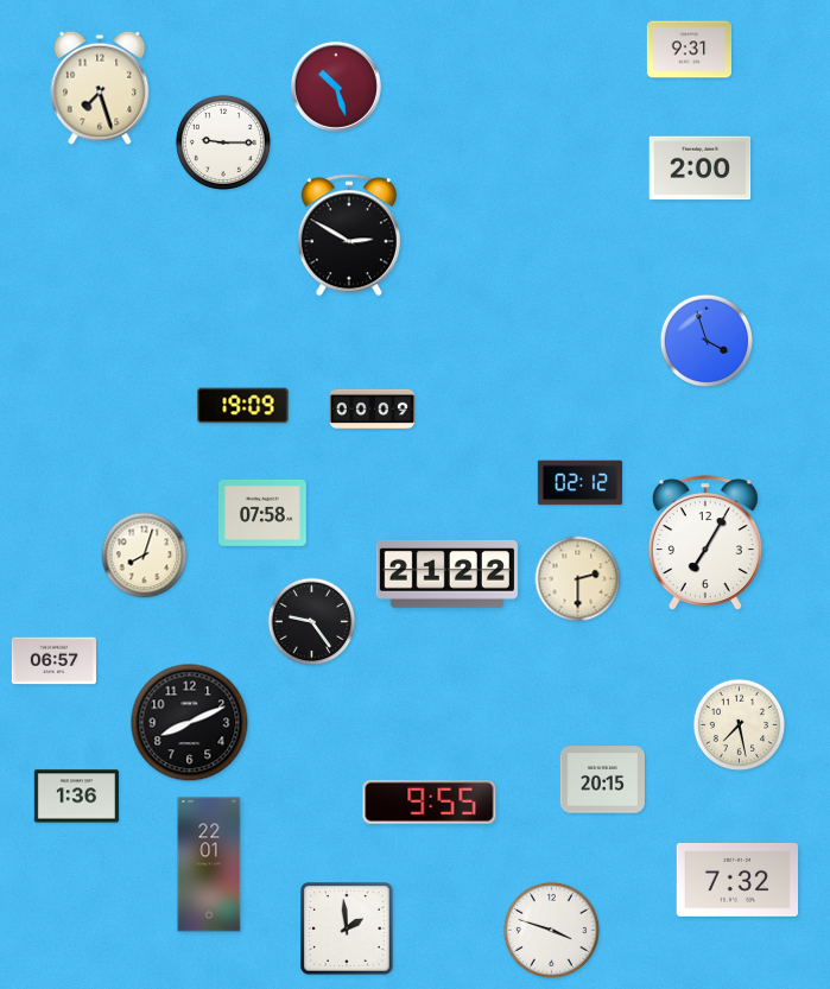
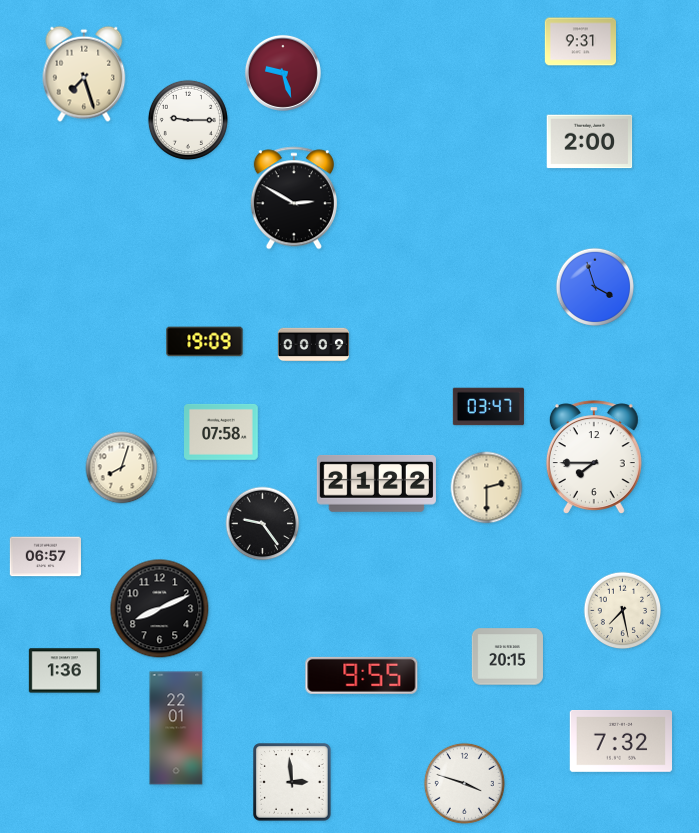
clock at (336, 87): 10:27 -> 9:27
clock at (579, 483): 02:12 -> 03:47
clock at (705, 543): 7:05 -> 7:45
clock at (347, 928): 1:59 -> 2:59
